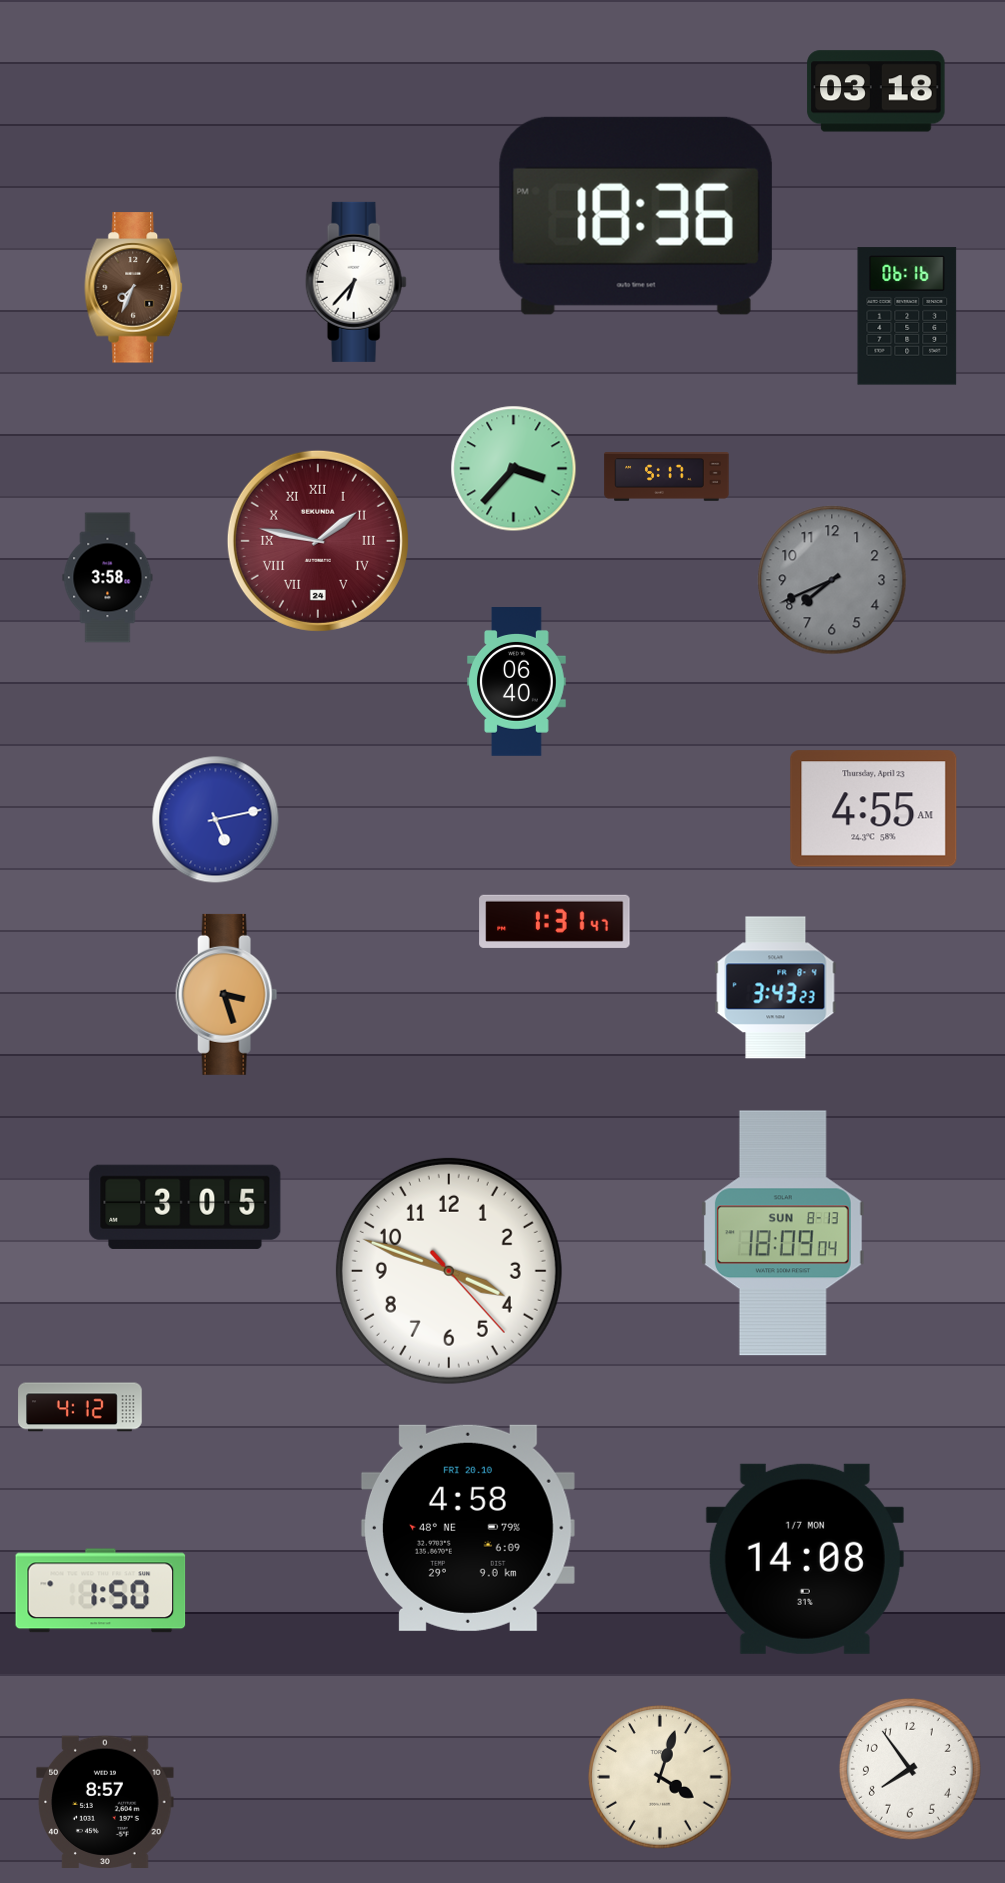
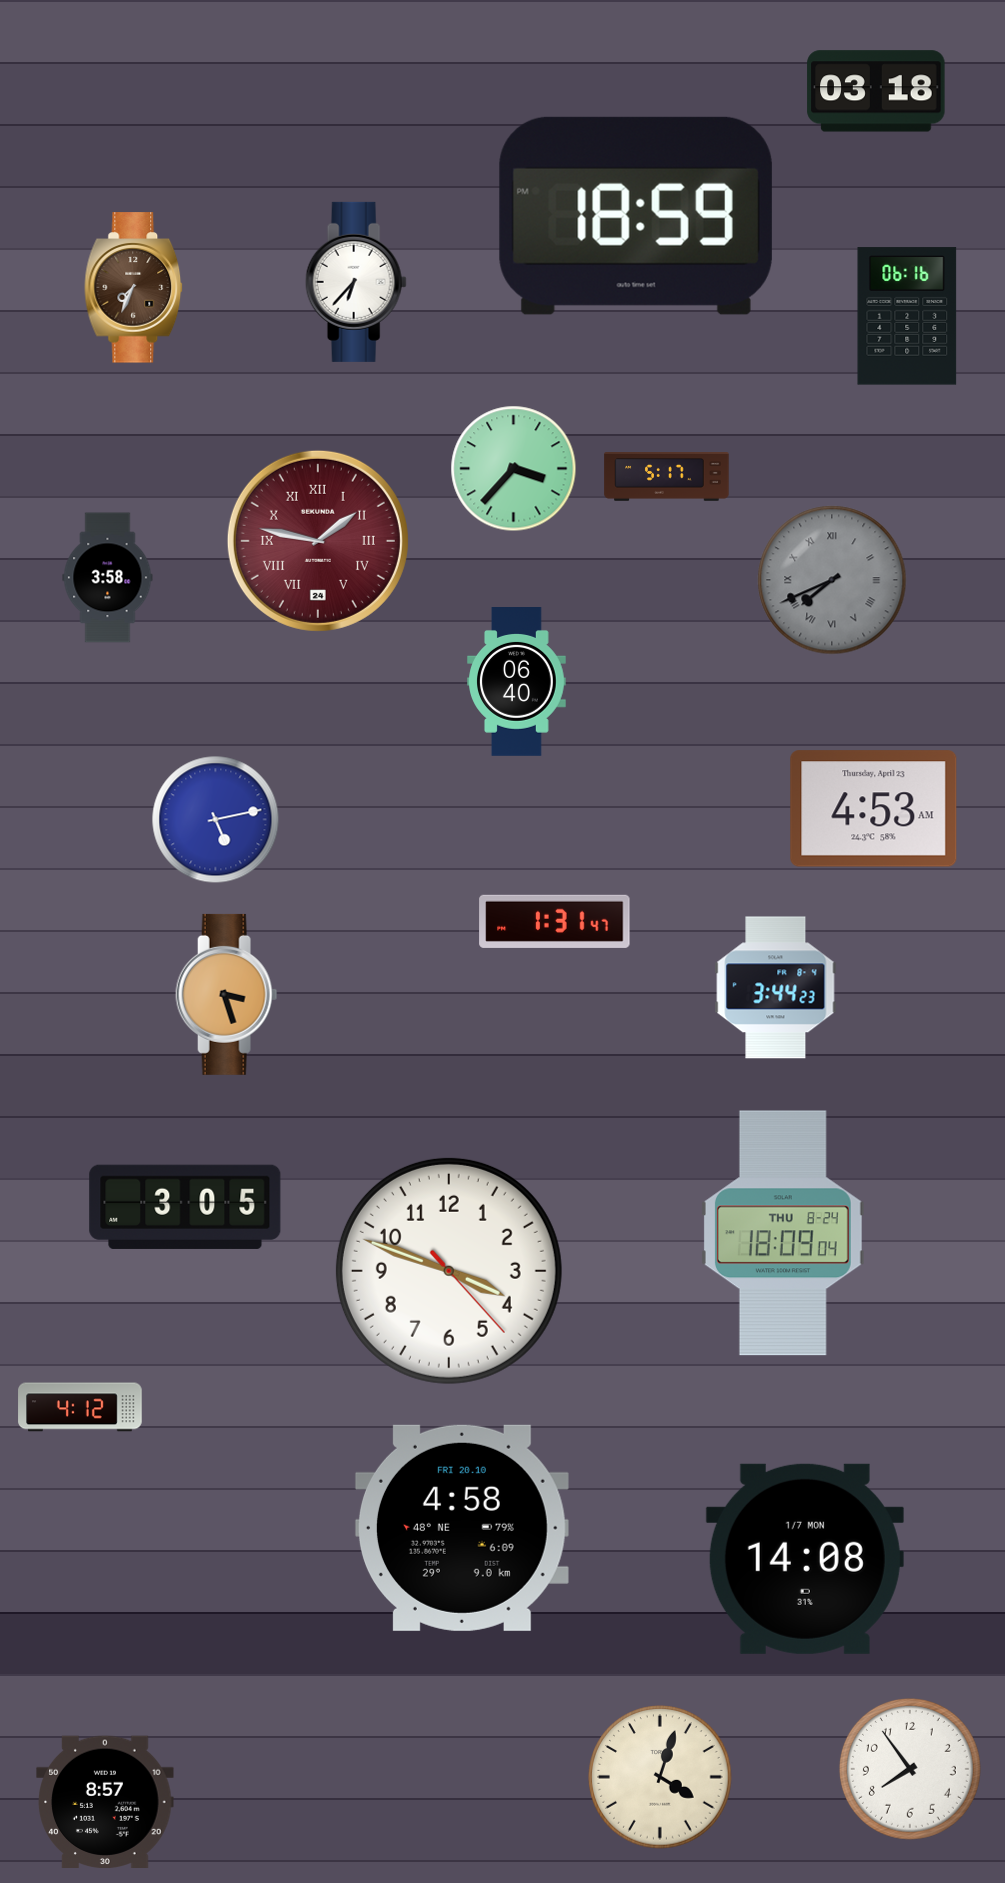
clock at (636, 216): 18:36 -> 18:59
clock at (832, 580) numerals: Arabic -> Roman
clock at (874, 809): 4:55 -> 4:53
clock at (776, 988): 3:43 -> 3:44
clock at (783, 1233) date: SUN 8-13 -> THU 8-24
clock at (468, 1528) position: (468, 1528) -> (462, 1528)
clock at (101, 1591): 1:50 -> none
